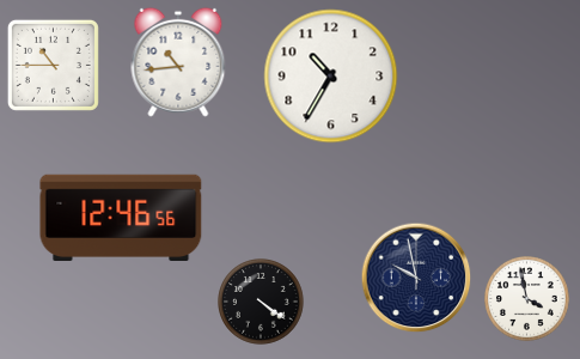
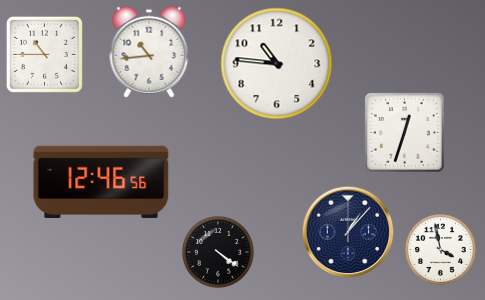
clock at (331, 77): 10:35 -> 10:46
clock at (405, 133): none -> 12:33
clock at (416, 278): 9:58 -> 1:07
